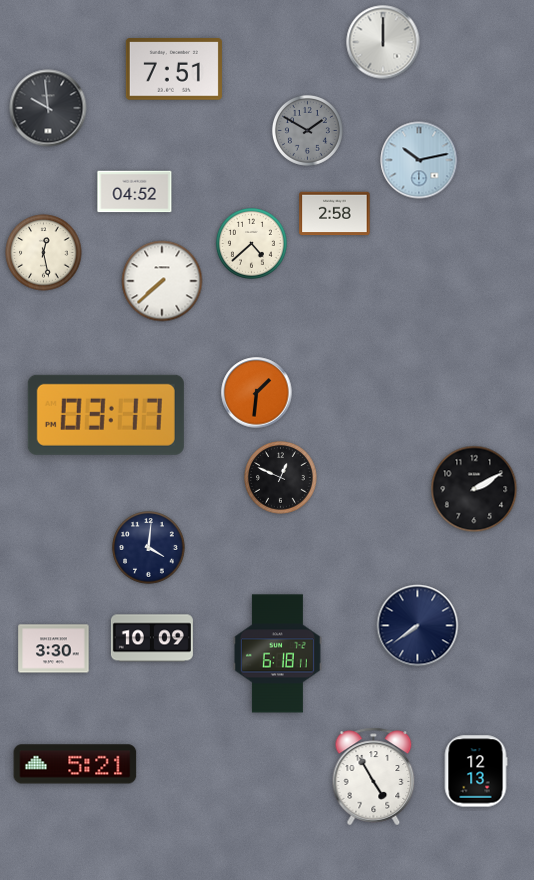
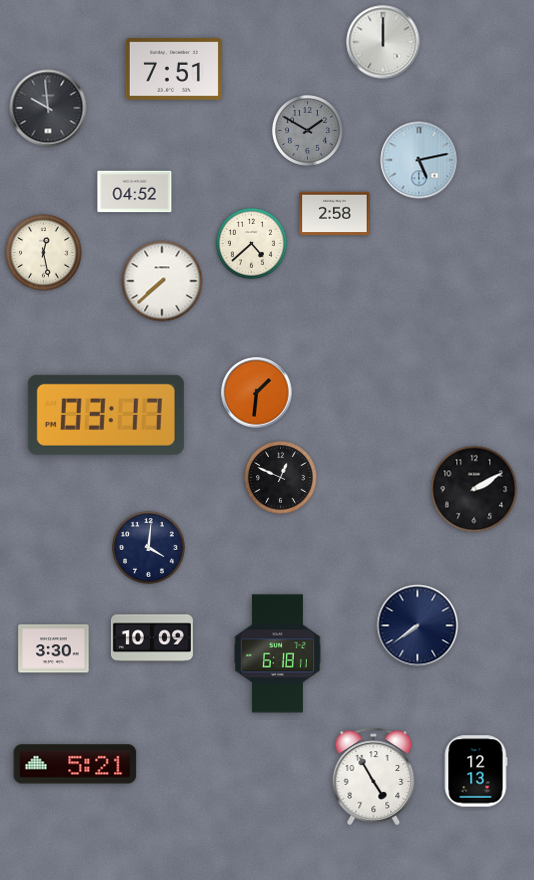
clock at (419, 160): 10:13 -> 5:13
